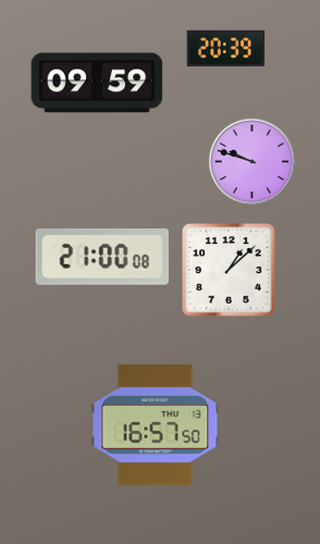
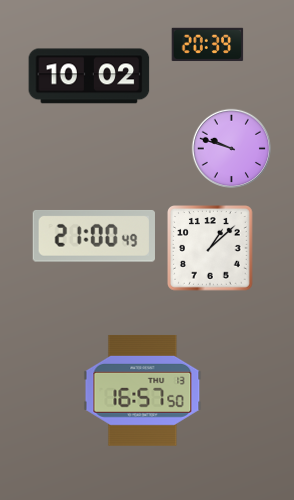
clock at (97, 83): 09:59 -> 10:02
clock at (102, 257): 21:00:08 -> 21:00:49
